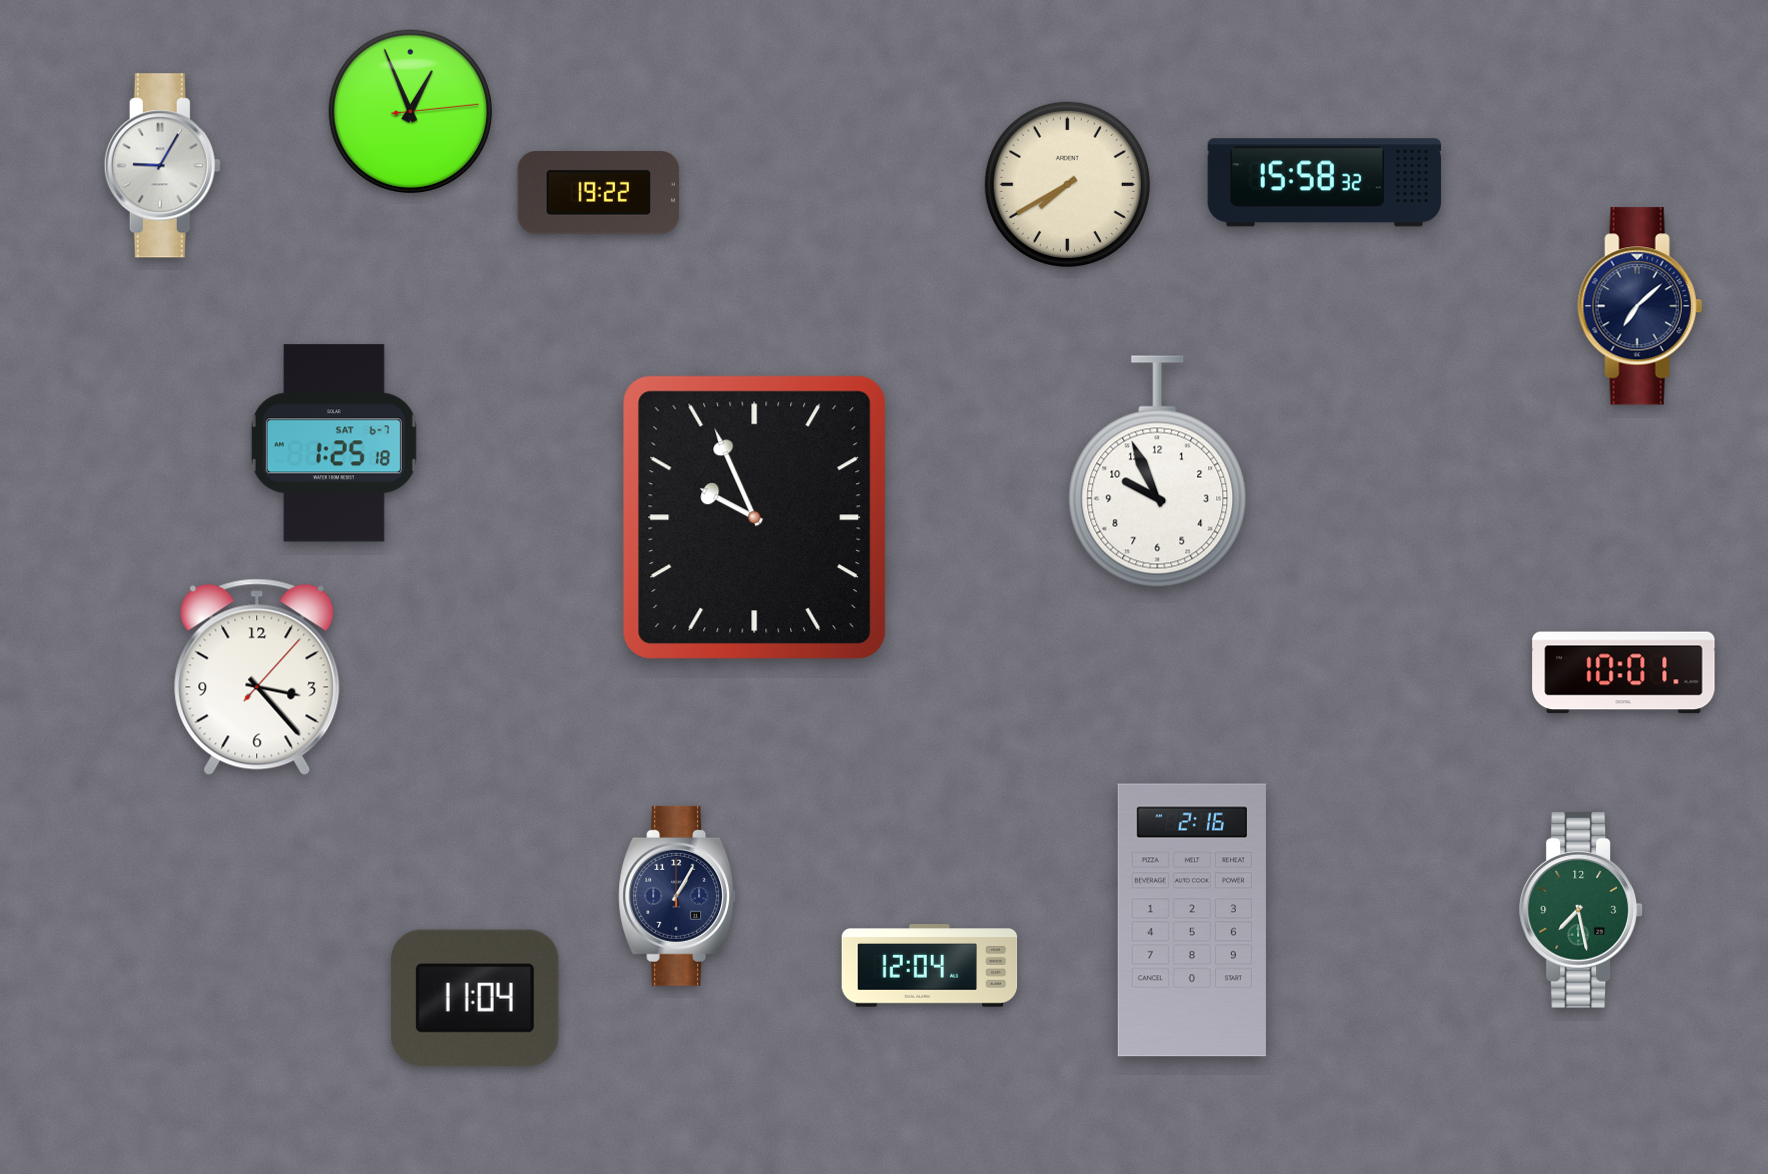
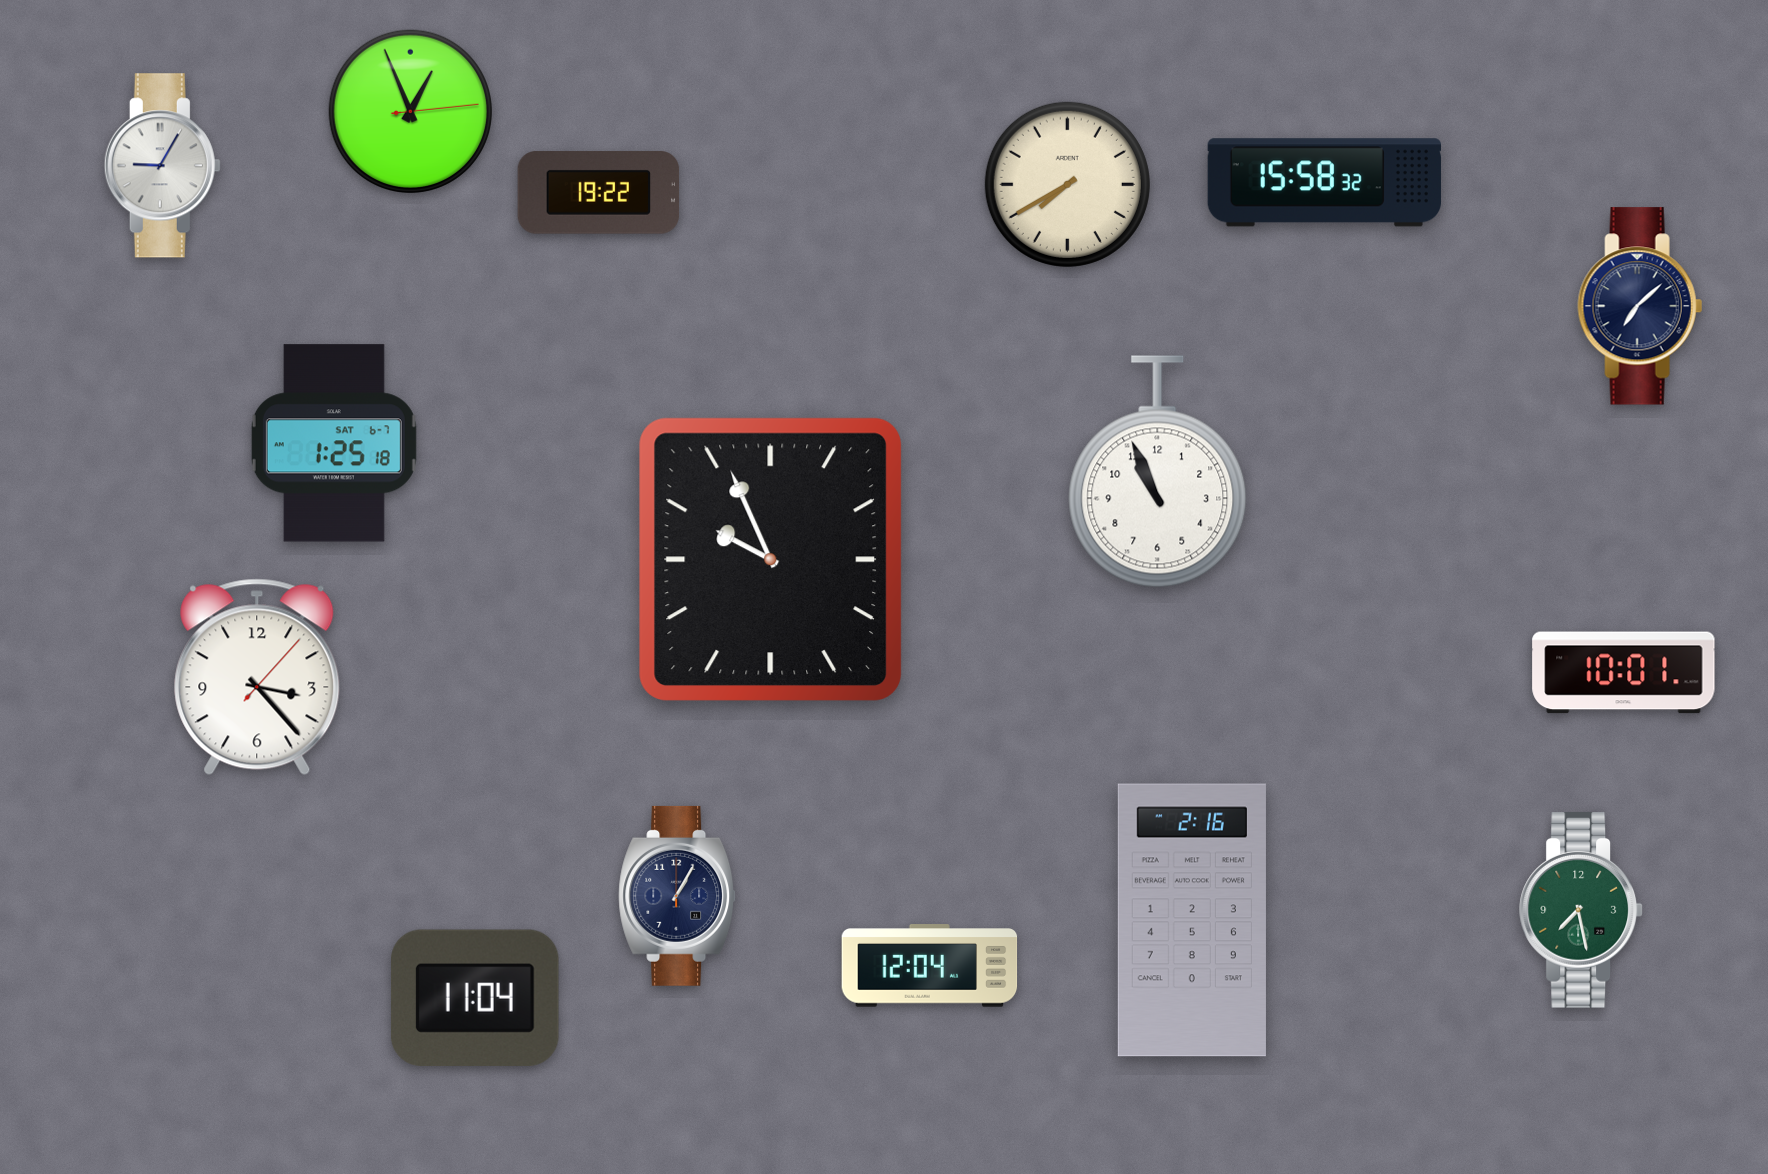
clock at (1158, 472): 9:56 -> 10:56
clock at (754, 517) position: (754, 517) -> (770, 559)
